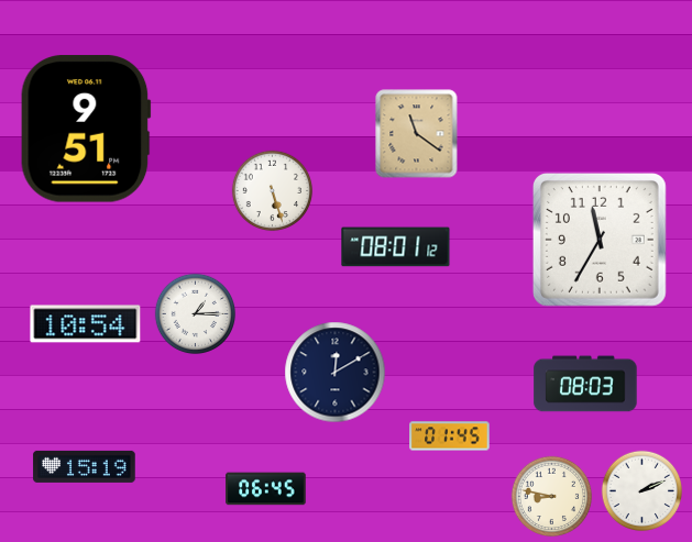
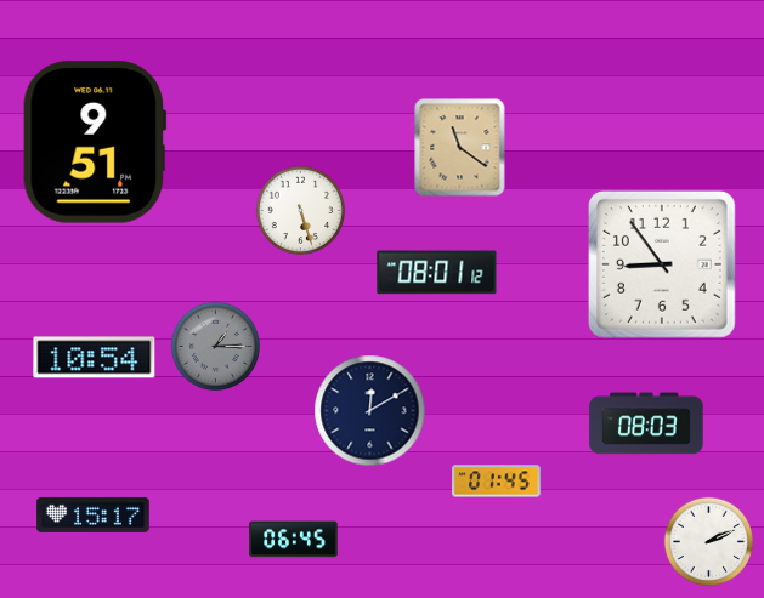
clock at (600, 240): 11:35 -> 8:54
clock at (196, 314) dial: white -> grey
clock at (85, 466): 15:19 -> 15:17
clock at (552, 497): 8:47 -> none
